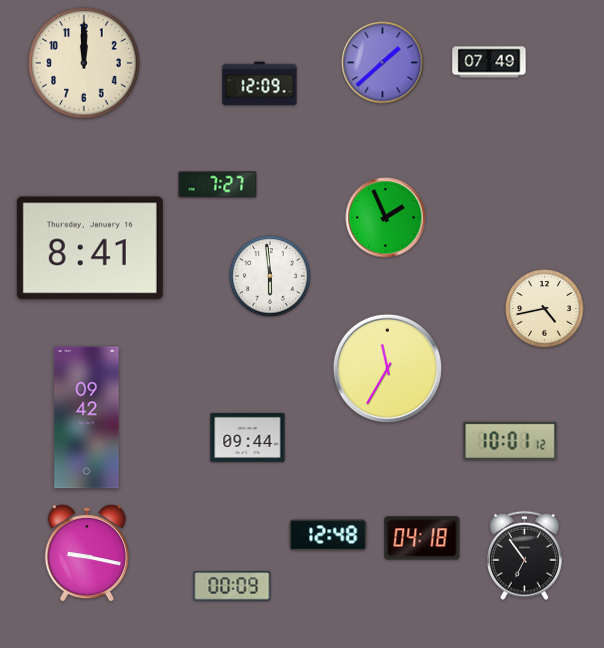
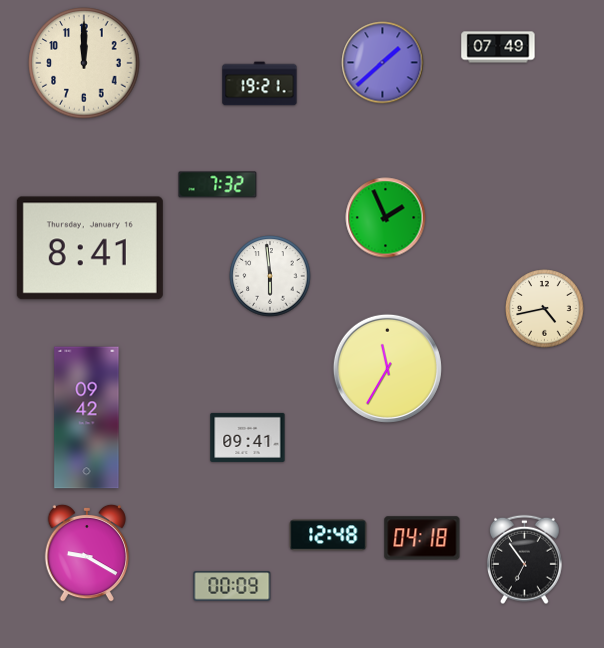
clock at (489, 62) position: (489, 62) -> (498, 47)
clock at (260, 84): 12:09 -> 19:21
clock at (218, 185): 7:27 -> 7:32
clock at (248, 437): 09:44 -> 09:41
clock at (510, 441): 10:01 -> none
clock at (87, 553): 9:17 -> 9:20
clock at (525, 556) position: (525, 556) -> (525, 560)
